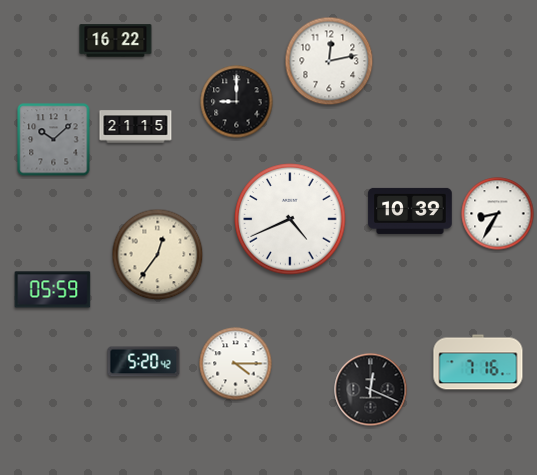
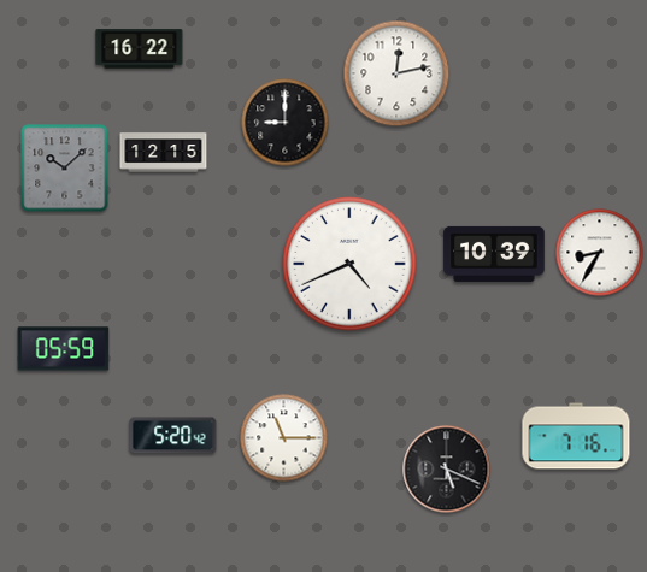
clock at (136, 127): 21:15 -> 12:15
clock at (498, 214) position: (498, 214) -> (600, 253)
clock at (158, 255): 12:36 -> none
clock at (236, 364): 4:15 -> 11:15
clock at (371, 390): 12:19 -> 5:19
